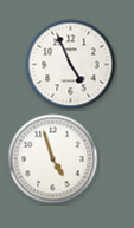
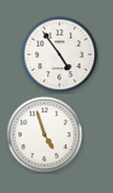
clock at (71, 65): 4:56 -> 4:54
